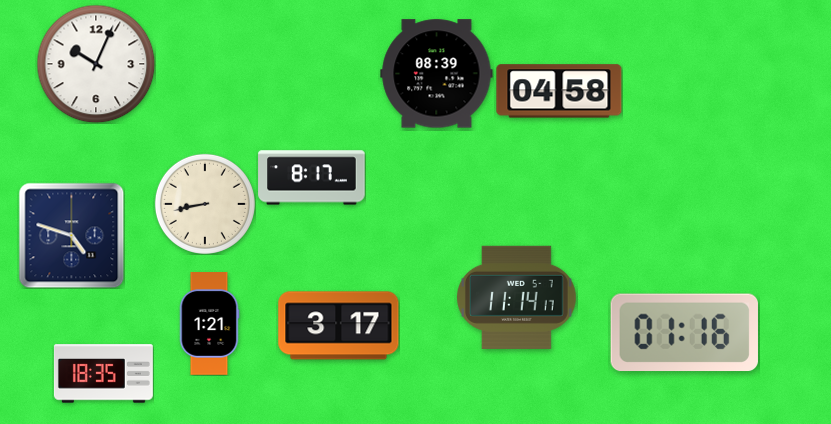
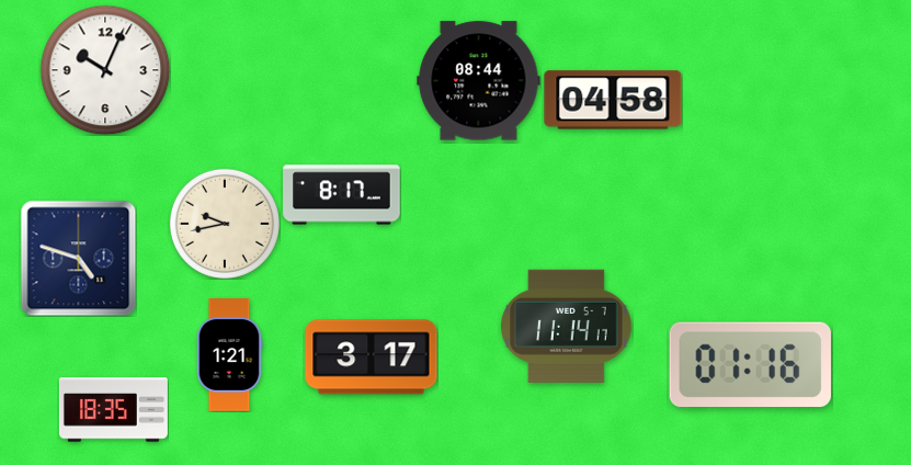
clock at (437, 74): 08:39 -> 08:44
clock at (205, 204): 8:43 -> 9:43
